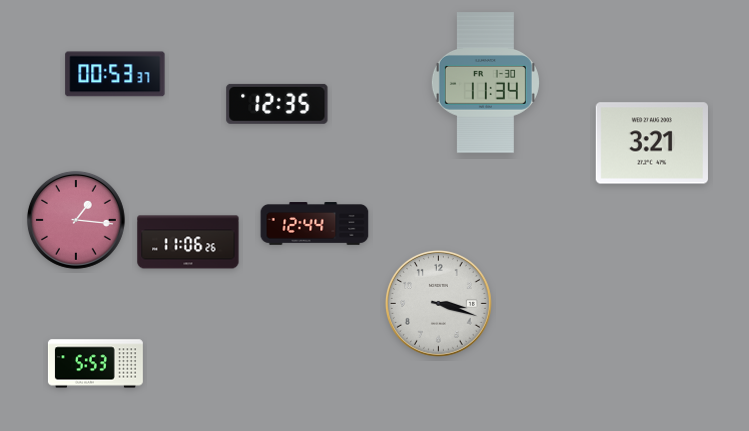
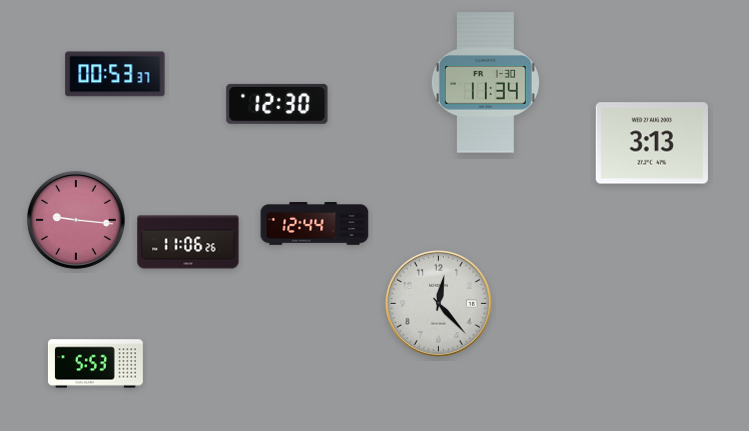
clock at (277, 104): 12:35 -> 12:30
clock at (652, 143): 3:21 -> 3:13
clock at (76, 220): 1:16 -> 9:16
clock at (438, 303): 3:18 -> 12:23
